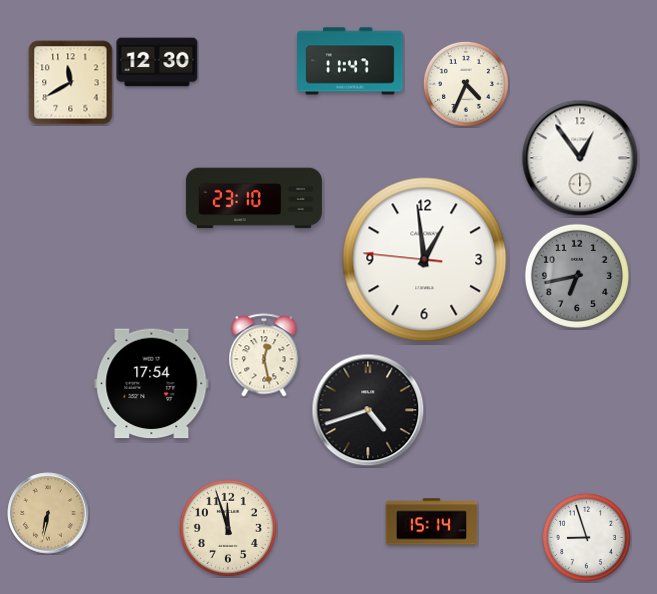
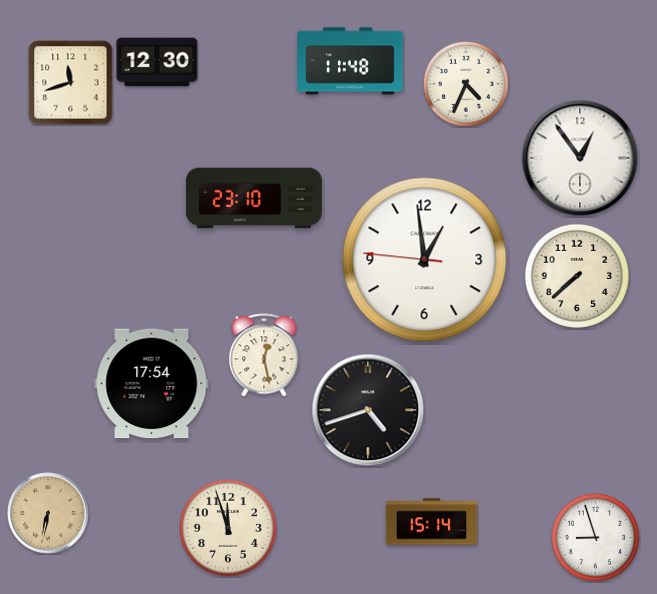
clock at (350, 61): 11:47 -> 11:48
clock at (71, 83): 11:40 -> 11:42
clock at (577, 276): 6:43 -> 7:38
clock at (577, 276) dial: grey -> cream
clock at (586, 537) position: (586, 537) -> (595, 537)
